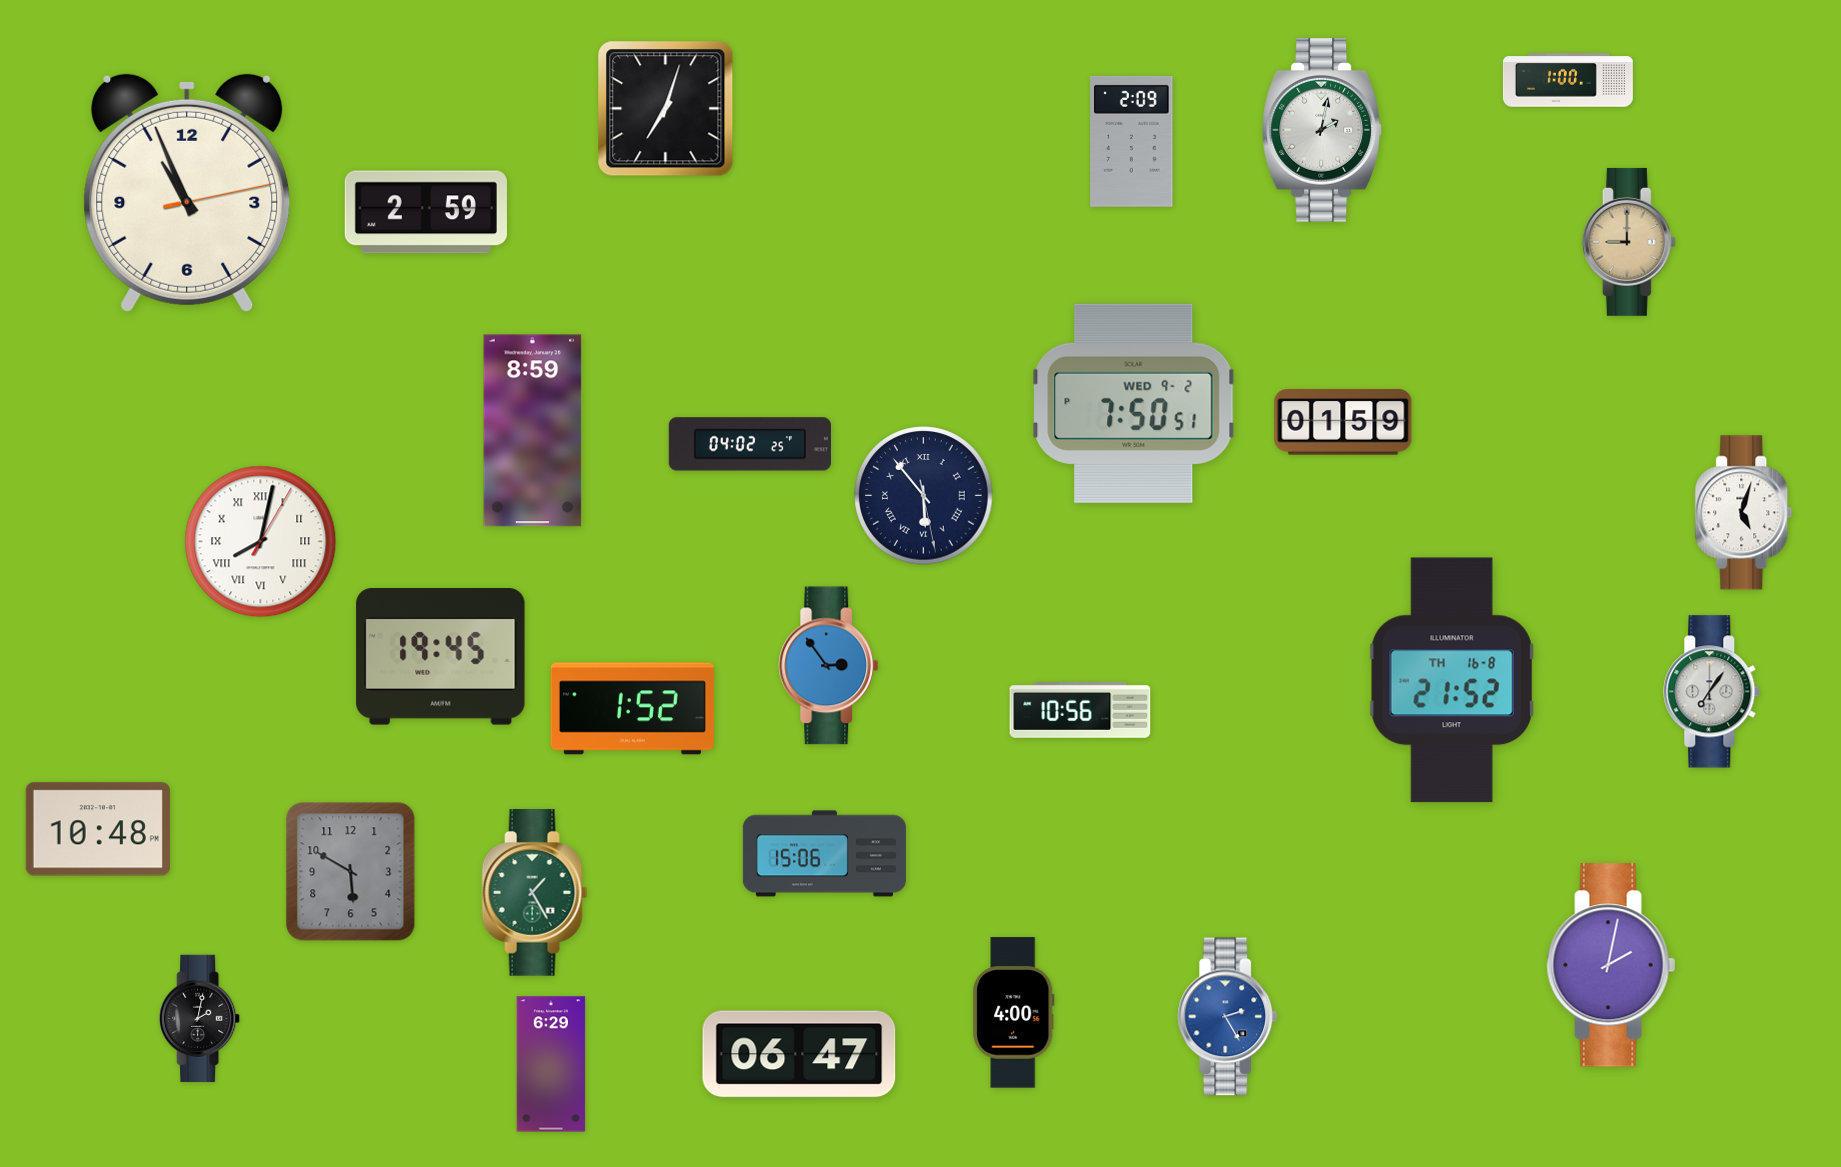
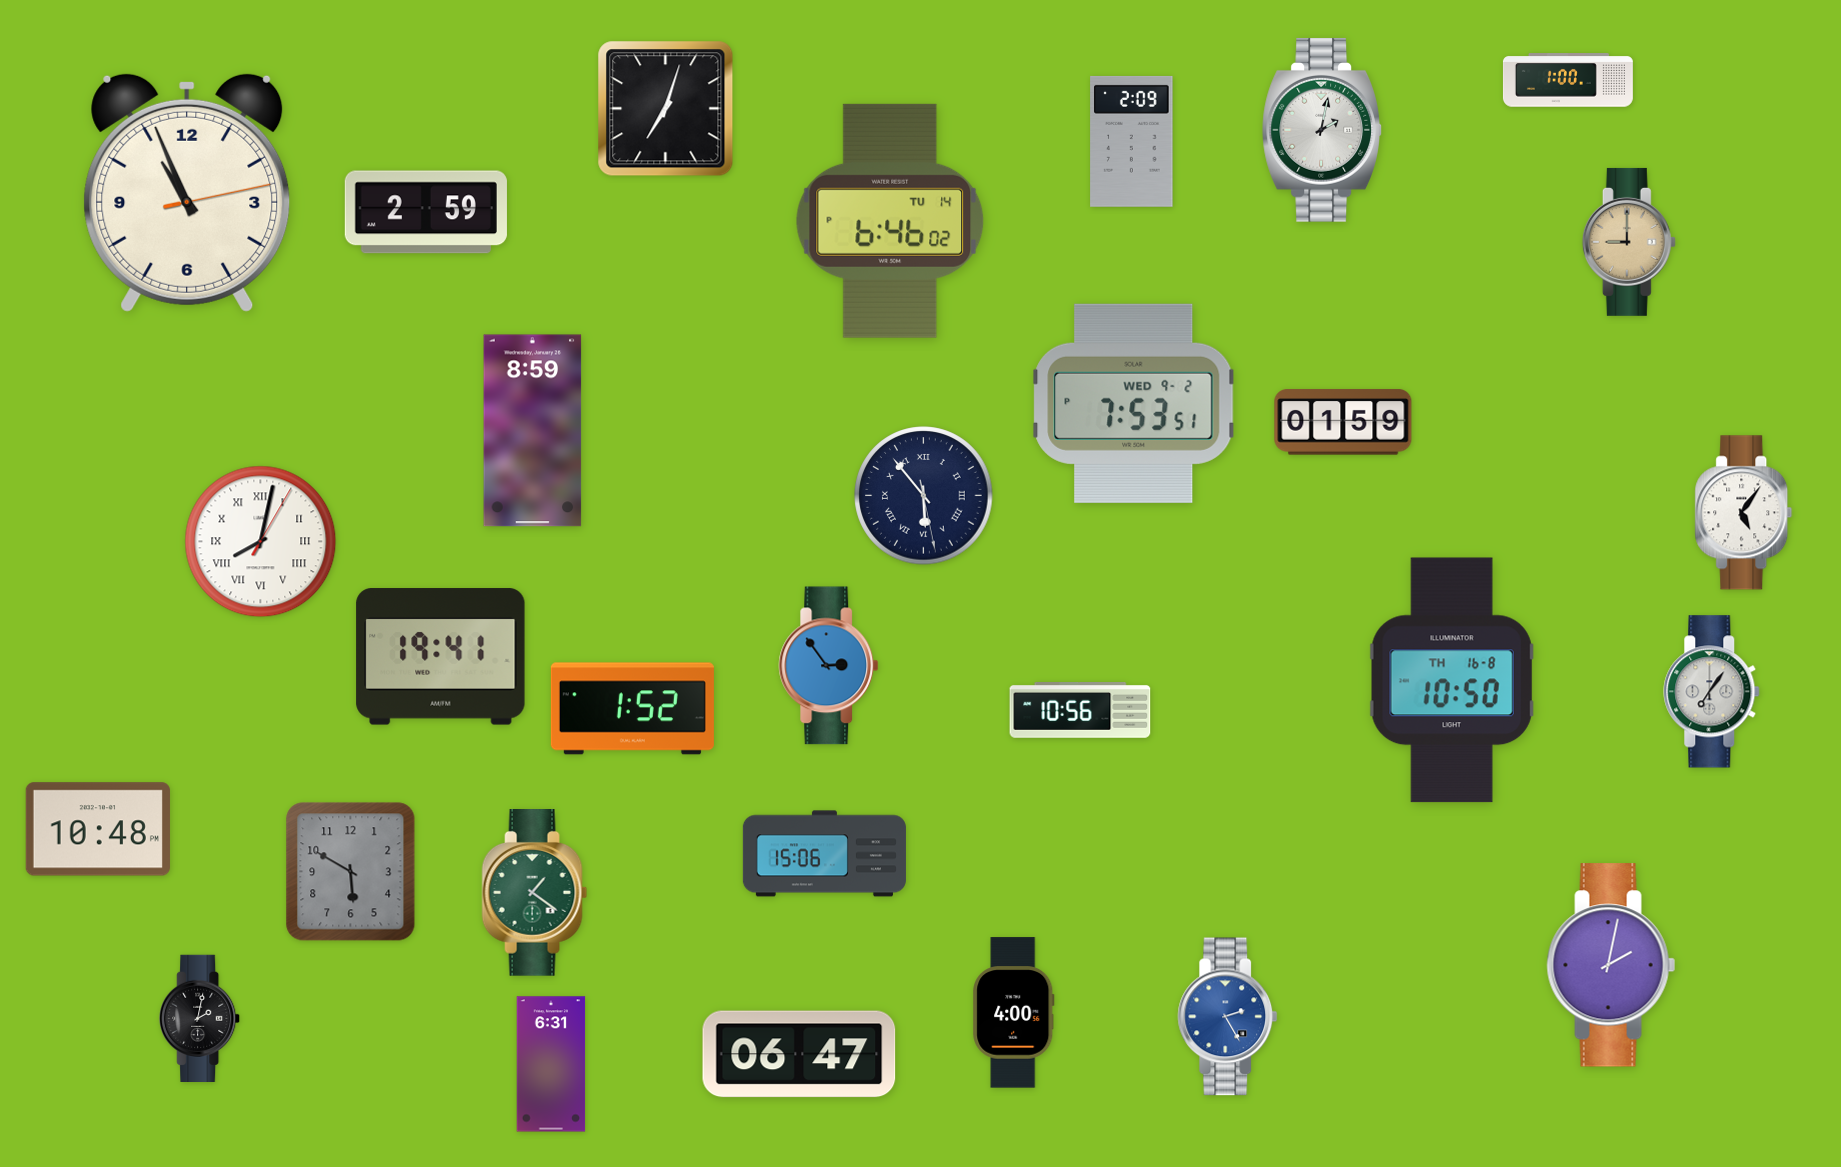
clock at (890, 221): none -> 6:46
clock at (1134, 403): 7:50 -> 7:53
clock at (750, 444): 04:02 -> none
clock at (1744, 513): 5:03 -> 5:06
clock at (441, 657): 19:45 -> 19:41
clock at (1452, 680): 21:52 -> 10:50
clock at (535, 893): 1:25 -> 1:21
clock at (551, 1064): 6:29 -> 6:31
